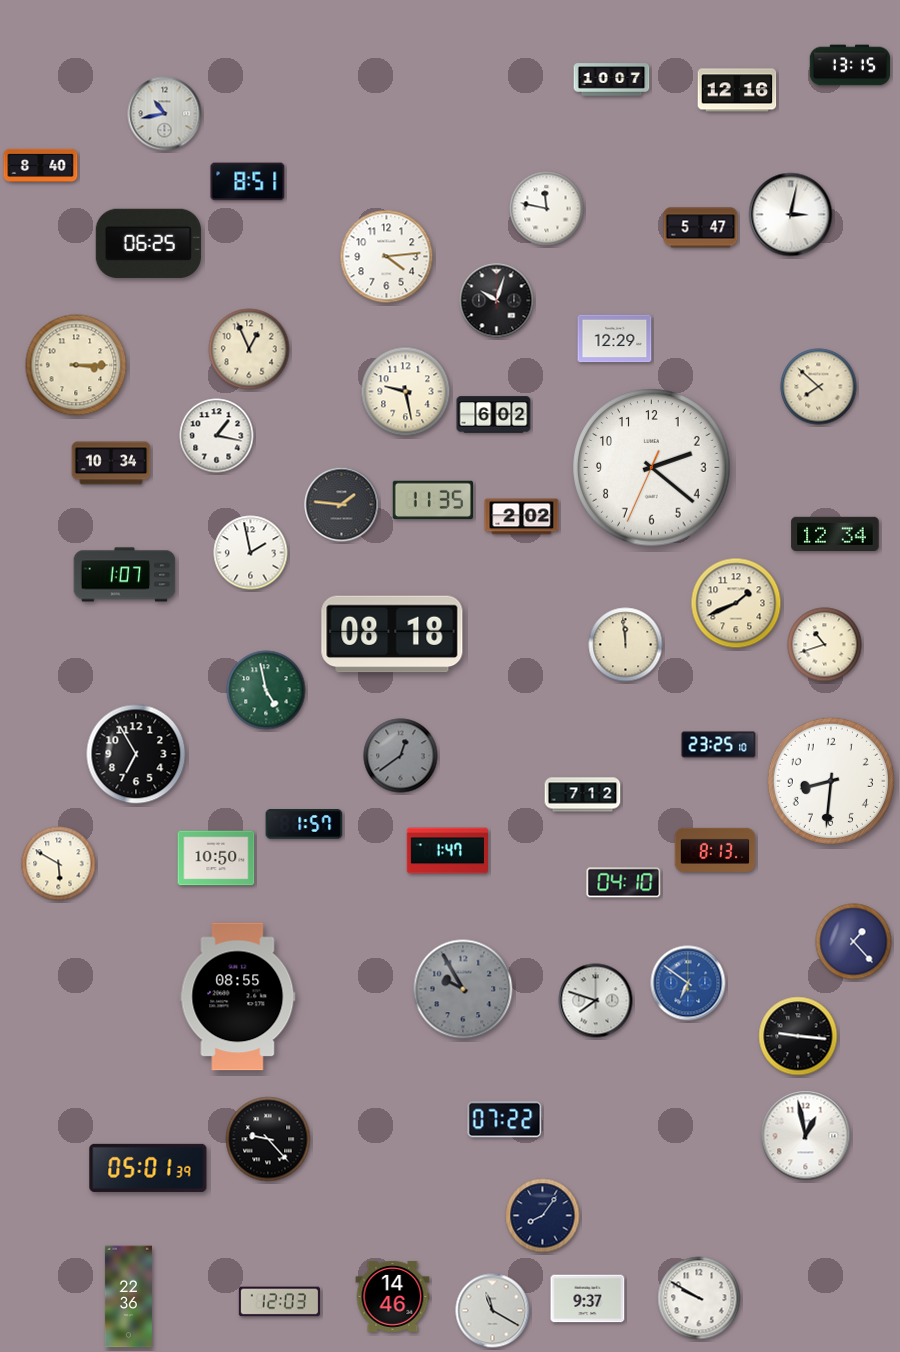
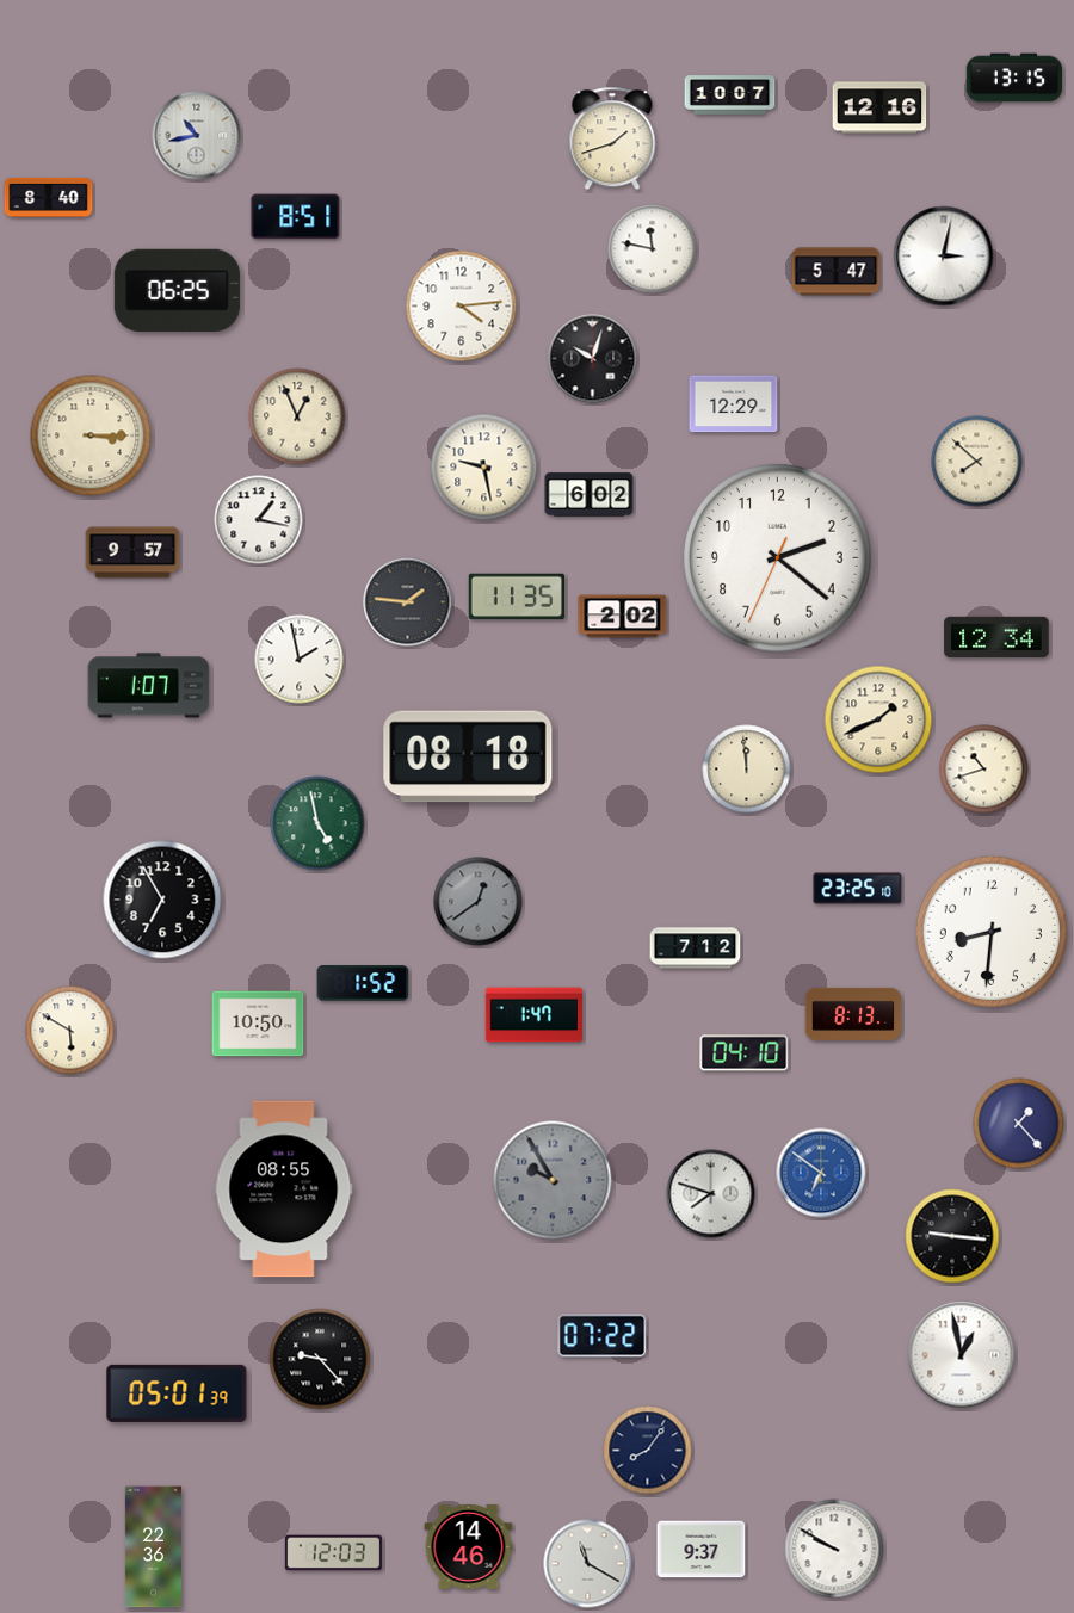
clock at (612, 138): none -> 1:42
clock at (111, 463): 10:34 -> 9:57
clock at (304, 824): 1:57 -> 1:52
